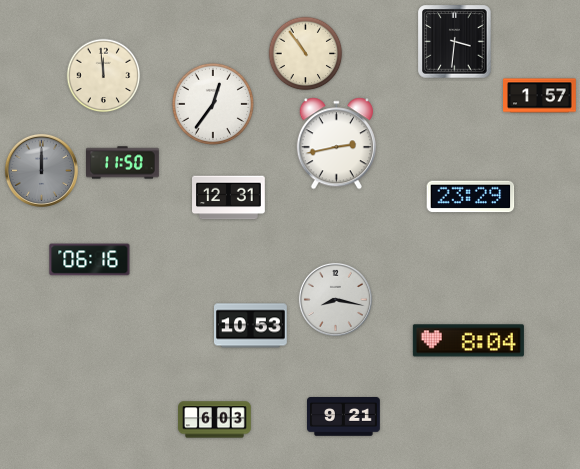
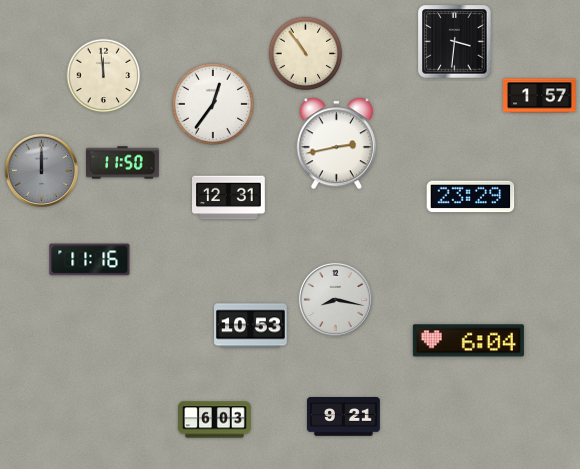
clock at (90, 260): 06:16 -> 11:16
clock at (468, 341): 8:04 -> 6:04
